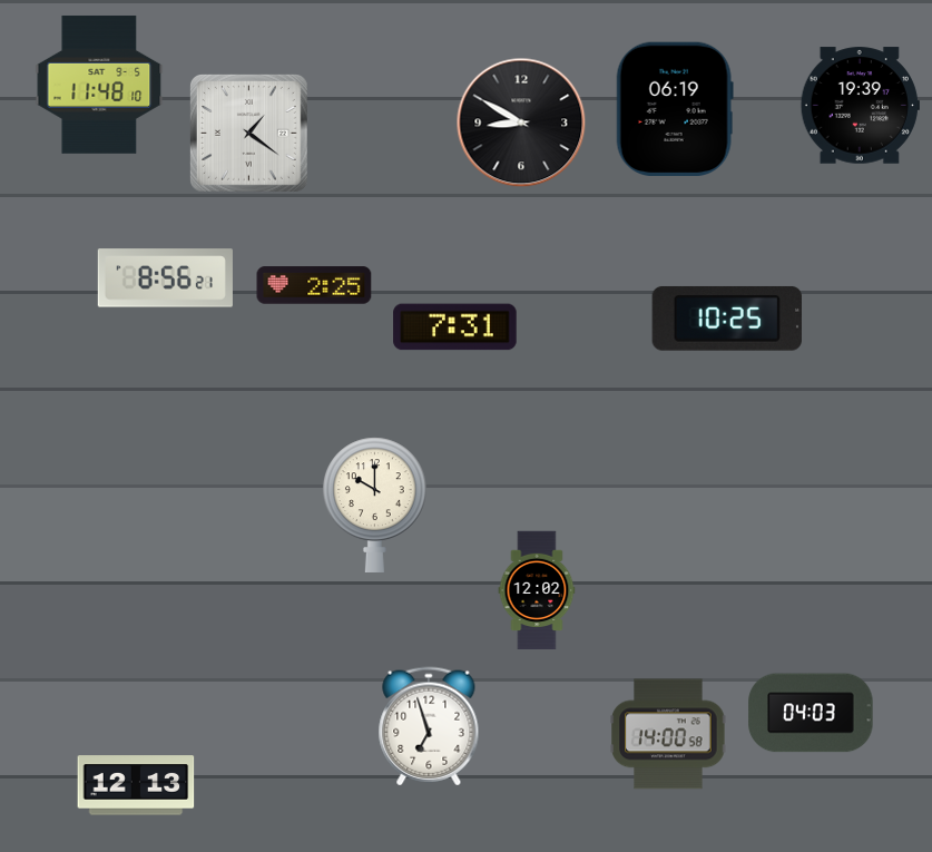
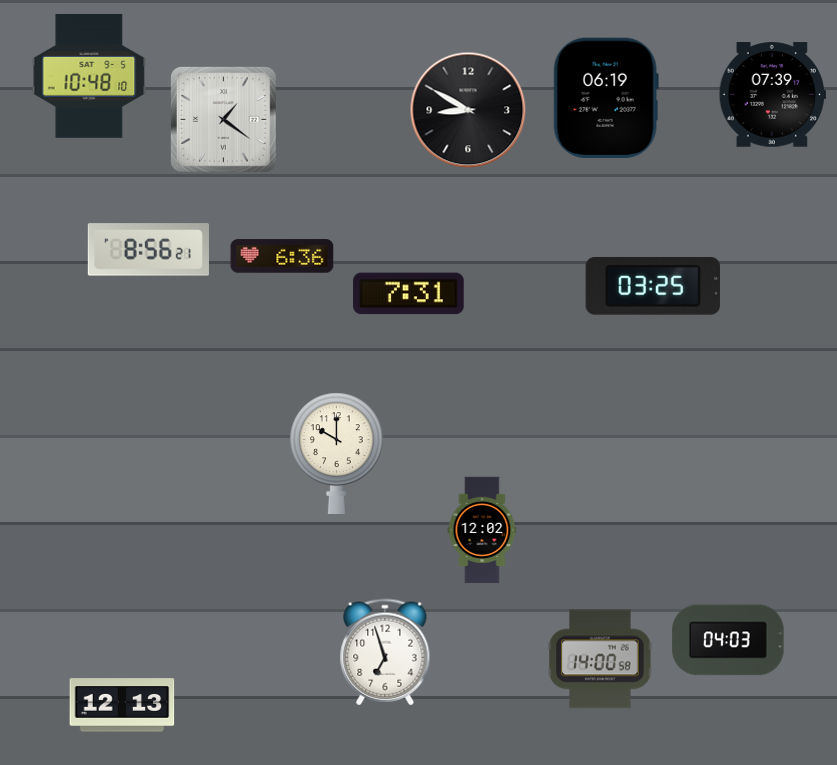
clock at (99, 85): 11:48 -> 10:48
clock at (860, 106): 19:39 -> 07:39
clock at (314, 285): 2:25 -> 6:36
clock at (726, 319): 10:25 -> 03:25
